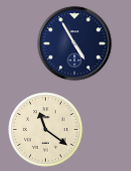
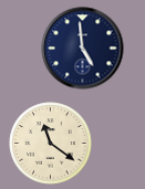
clock at (75, 44): 4:55 -> 4:59
